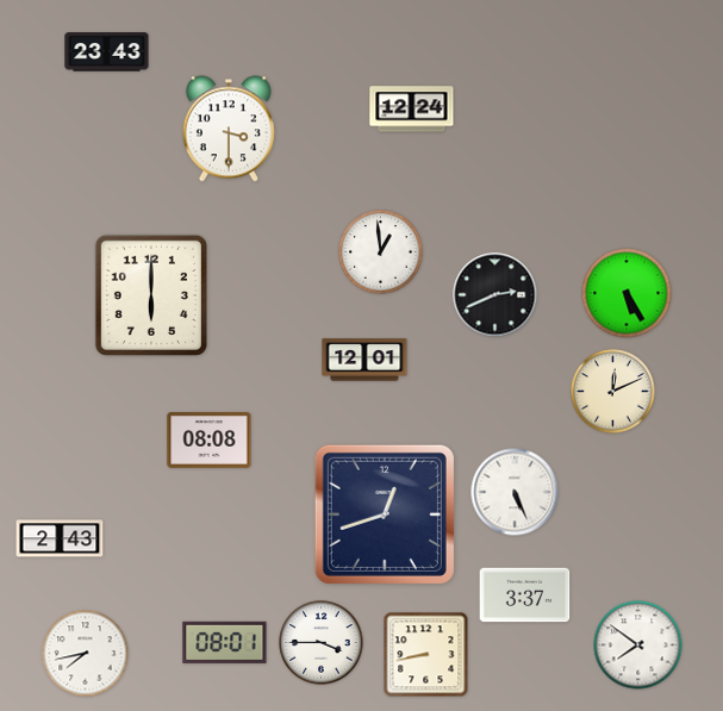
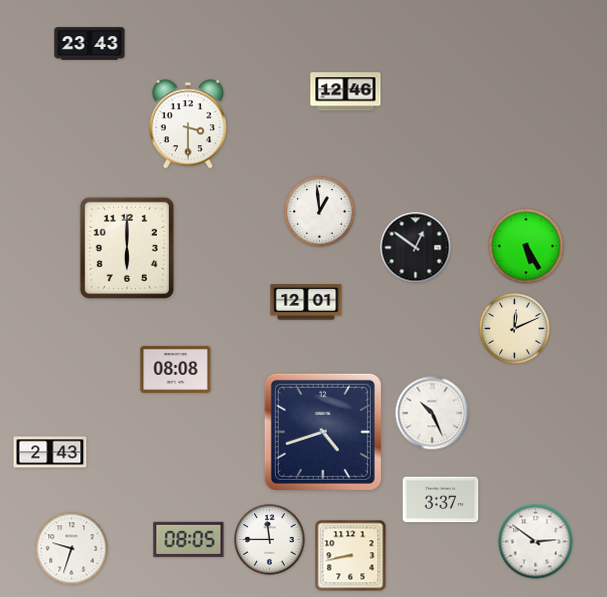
clock at (412, 110): 12:24 -> 12:46
clock at (229, 129) position: (229, 129) -> (188, 124)
clock at (495, 295): 2:41 -> 12:51
clock at (515, 492): 5:26 -> 10:26
clock at (385, 514): 12:42 -> 4:42
clock at (225, 642): 08:01 -> 08:05
clock at (322, 643): 3:45 -> 11:45
clock at (638, 645): 7:51 -> 2:51
clock at (86, 654): 7:43 -> 9:33
clock at (426, 655) position: (426, 655) -> (351, 556)
